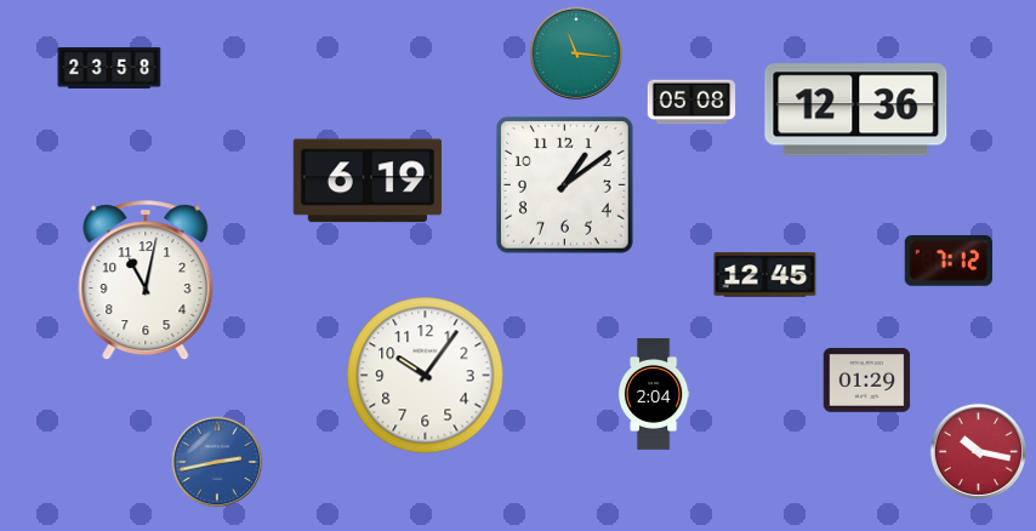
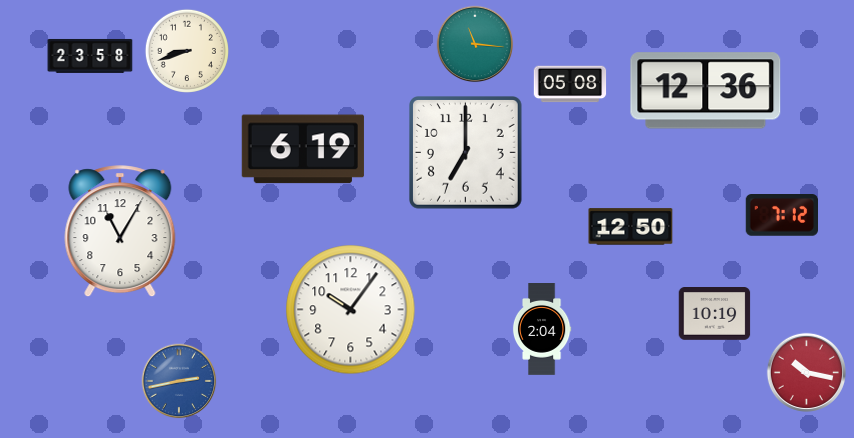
clock at (187, 51): none -> 8:42
clock at (565, 185): 1:09 -> 7:00
clock at (765, 275): 12:45 -> 12:50
clock at (146, 281): 11:02 -> 11:05
clock at (867, 381): 01:29 -> 10:19
clock at (654, 395) position: (654, 395) -> (542, 330)
